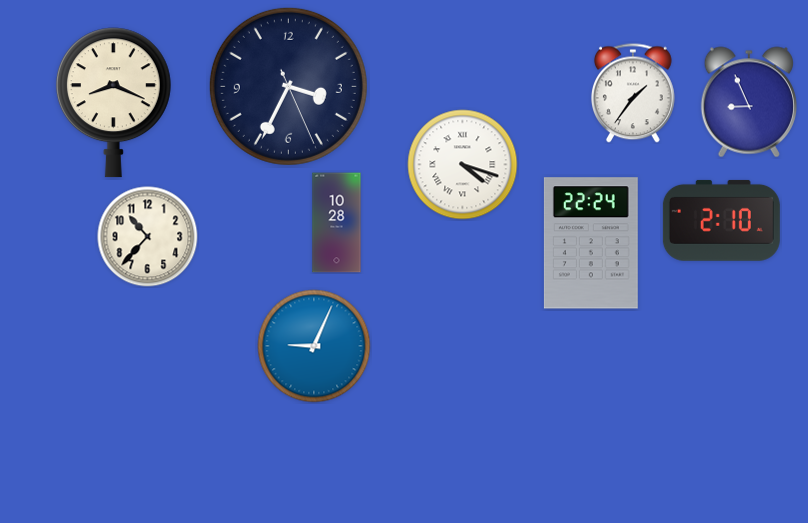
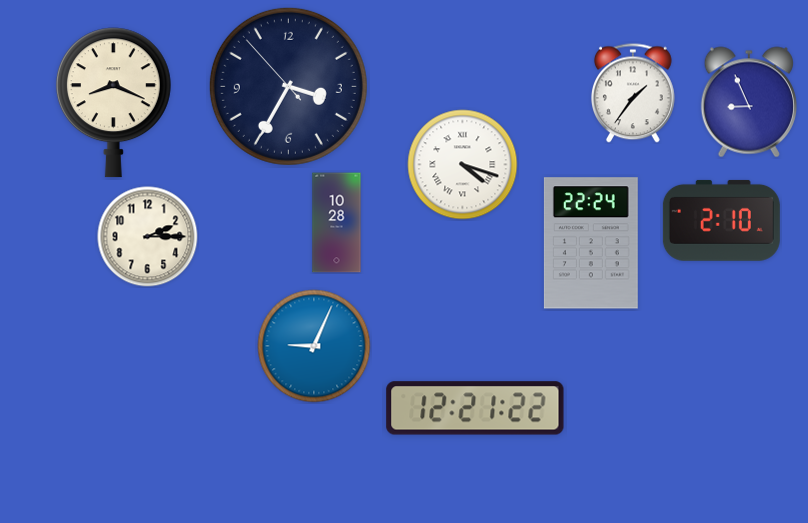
clock at (288, 86): 3:34:26 -> 3:34:53
clock at (148, 237): 10:37 -> 2:15
clock at (475, 408): none -> 12:21
